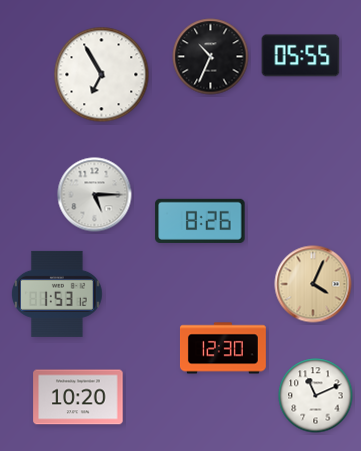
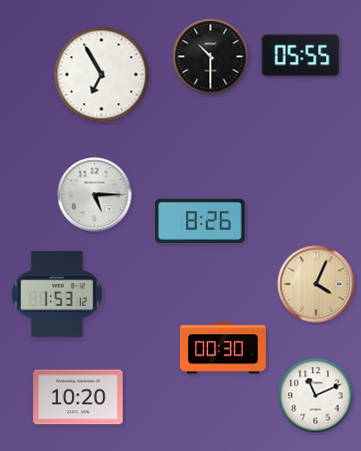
clock at (211, 57): 10:34 -> 10:30
clock at (313, 284) position: (313, 284) -> (316, 284)
clock at (223, 348): 12:30 -> 00:30
